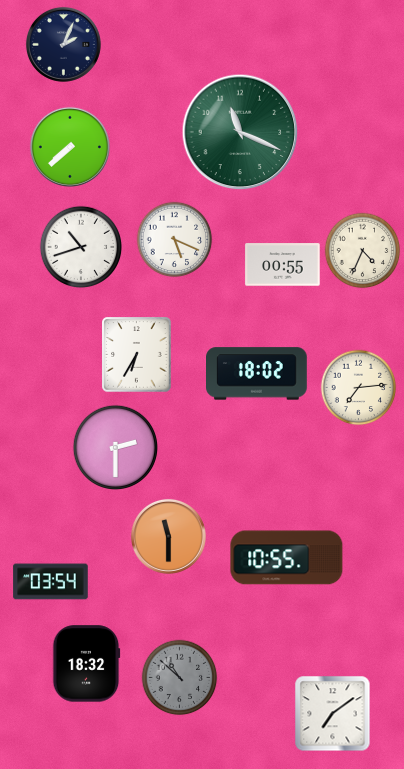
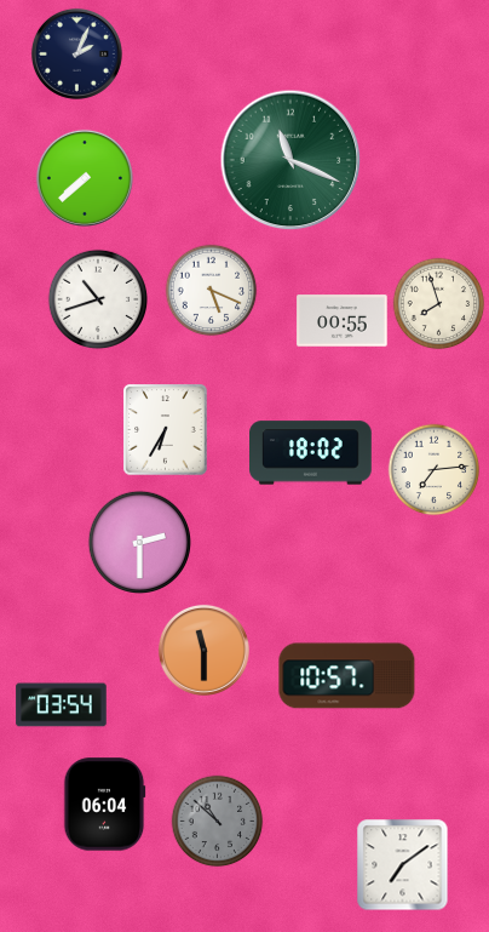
clock at (363, 251): 4:34 -> 7:57
clock at (287, 558): 10:55 -> 10:57
clock at (86, 664): 18:32 -> 06:04
